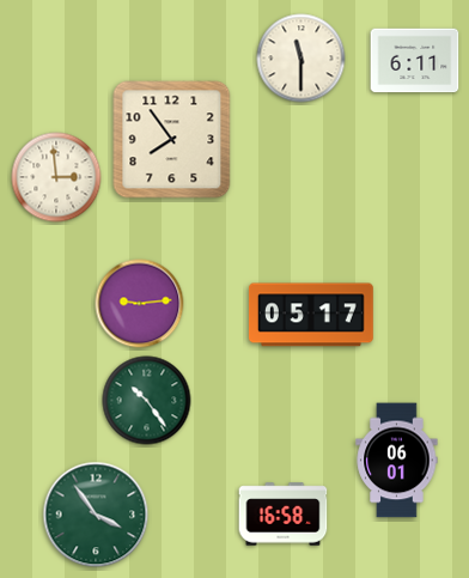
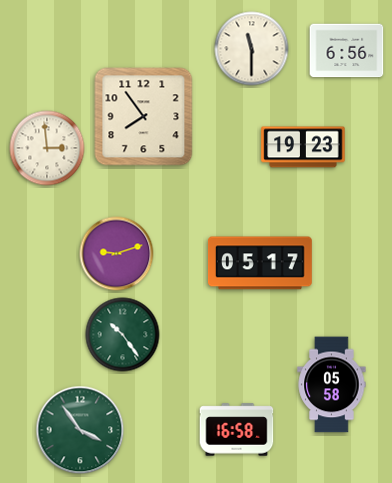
clock at (415, 61): 6:11 -> 6:56
clock at (303, 147): none -> 19:23
clock at (140, 304): 9:14 -> 9:12
clock at (397, 461): 06:01 -> 05:58
